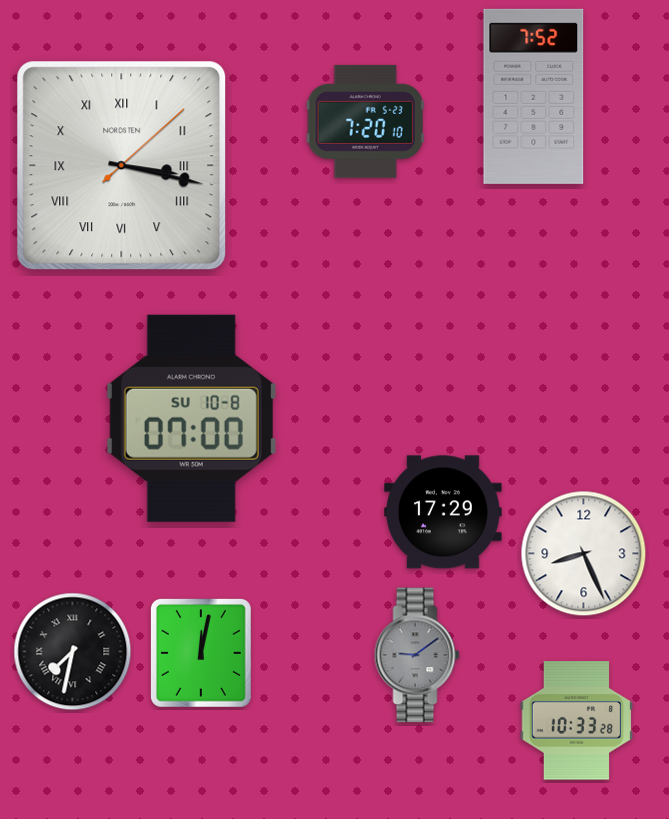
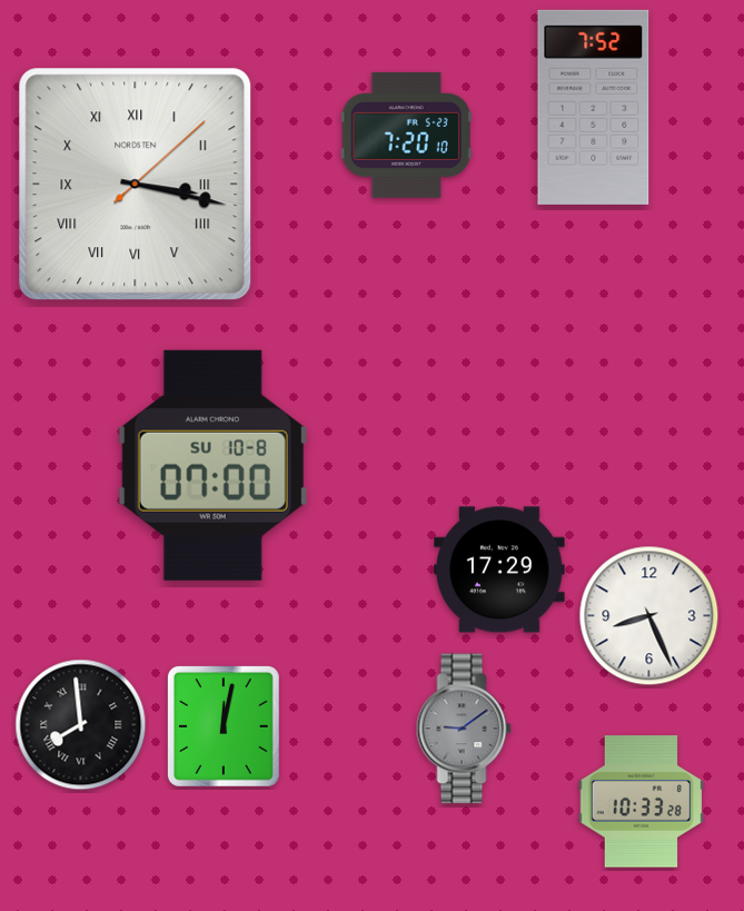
clock at (443, 512) position: (443, 512) -> (499, 570)
clock at (73, 652): 7:32 -> 7:59
